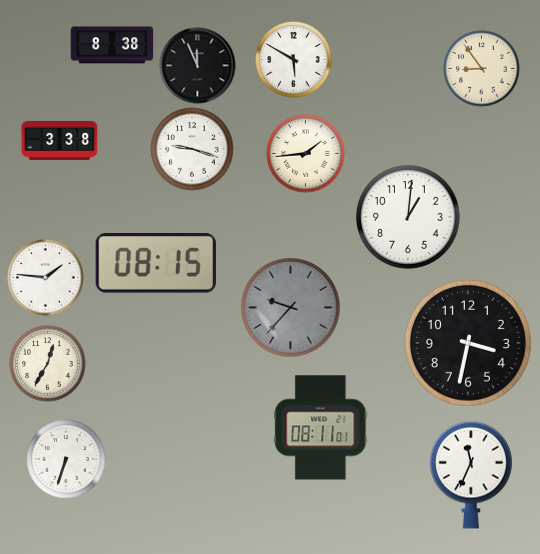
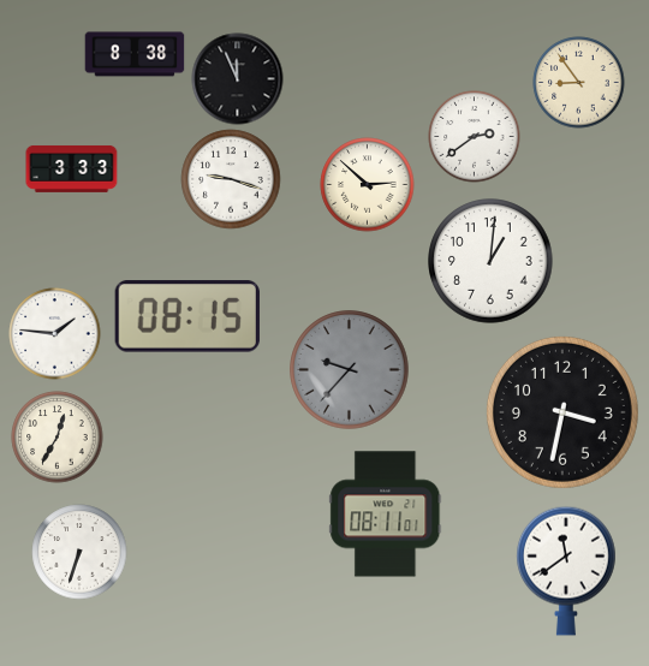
clock at (294, 60): 5:50 -> none
clock at (475, 137): none -> 2:39
clock at (60, 140): 3:38 -> 3:33
clock at (306, 154): 1:44 -> 2:52
clock at (472, 475): 11:34 -> 11:39
